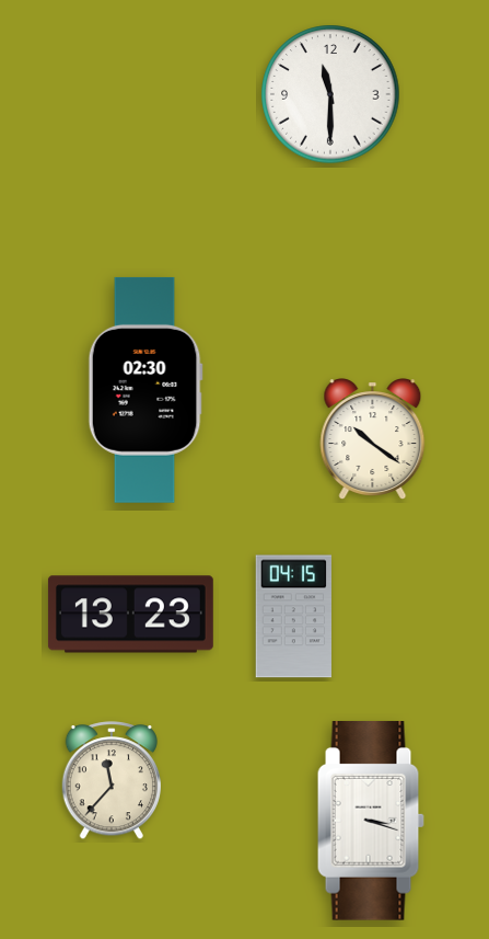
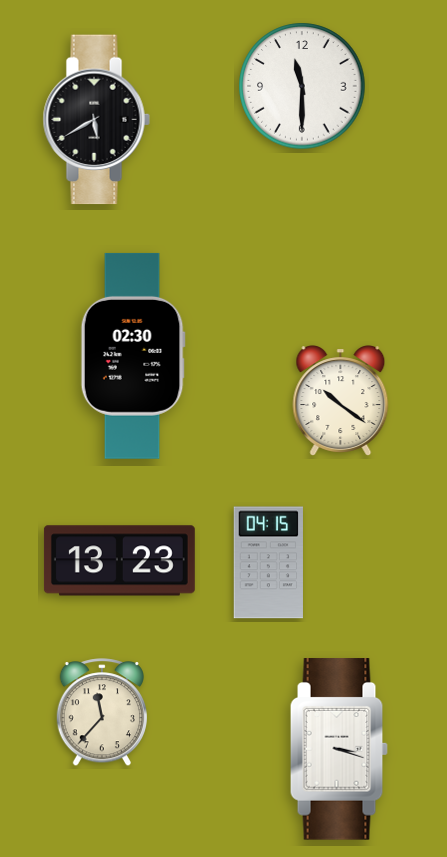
clock at (96, 120): none -> 5:40
